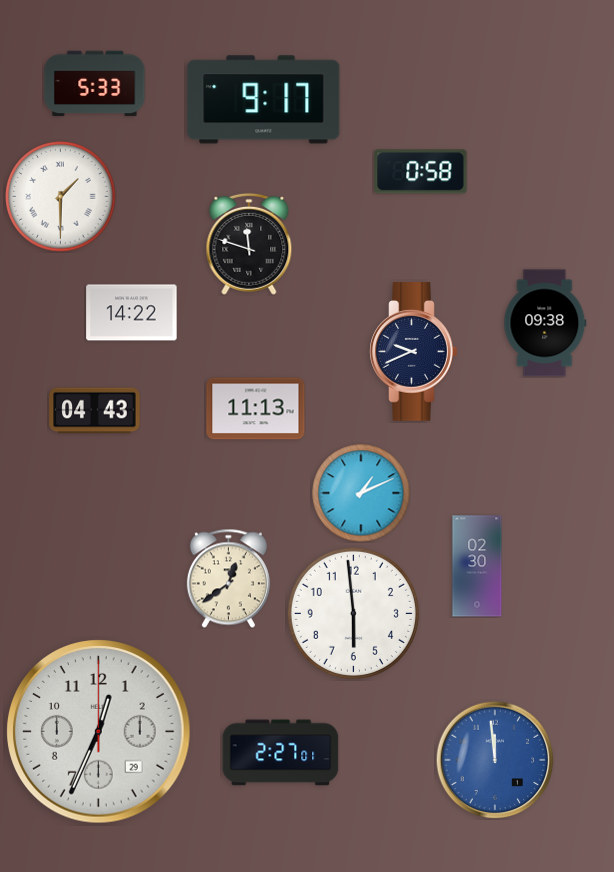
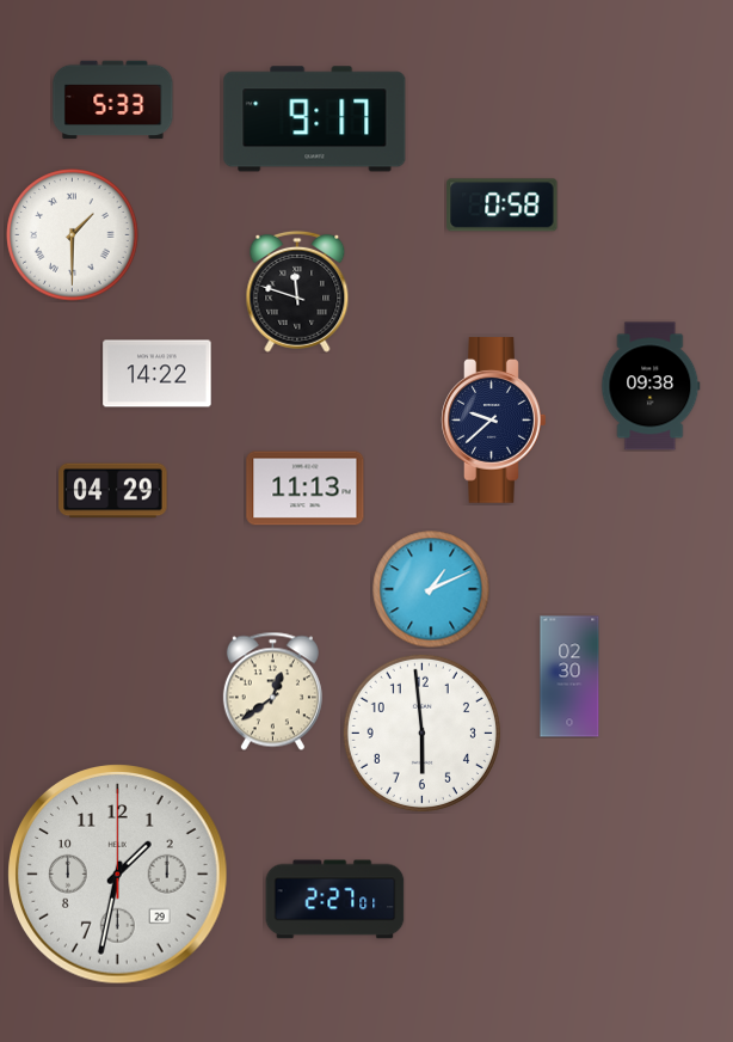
clock at (414, 352): 9:41 -> 9:38
clock at (95, 411): 04:43 -> 04:29
clock at (99, 732): 12:34 -> 1:32
clock at (495, 760): 11:59 -> none
